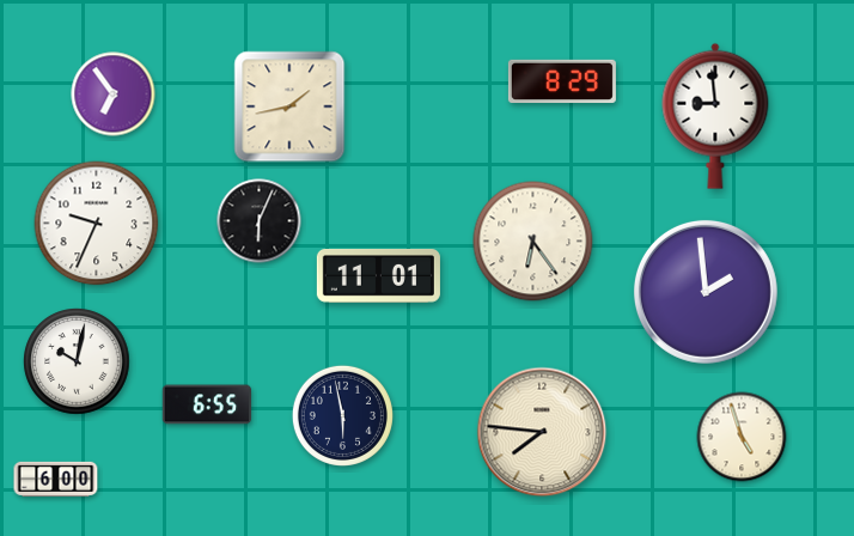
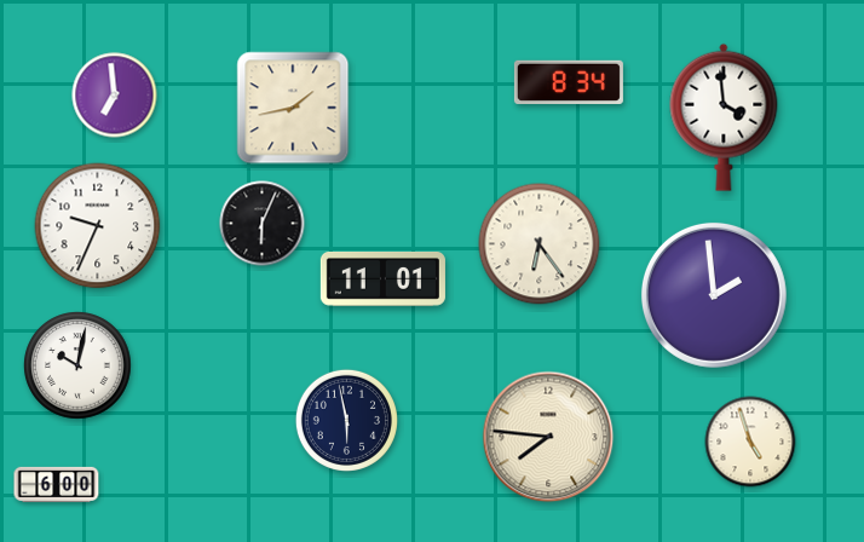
clock at (562, 80): 8:29 -> 8:34
clock at (114, 95): 6:54 -> 6:59
clock at (715, 116): 8:59 -> 3:59
clock at (207, 404): 6:55 -> none
